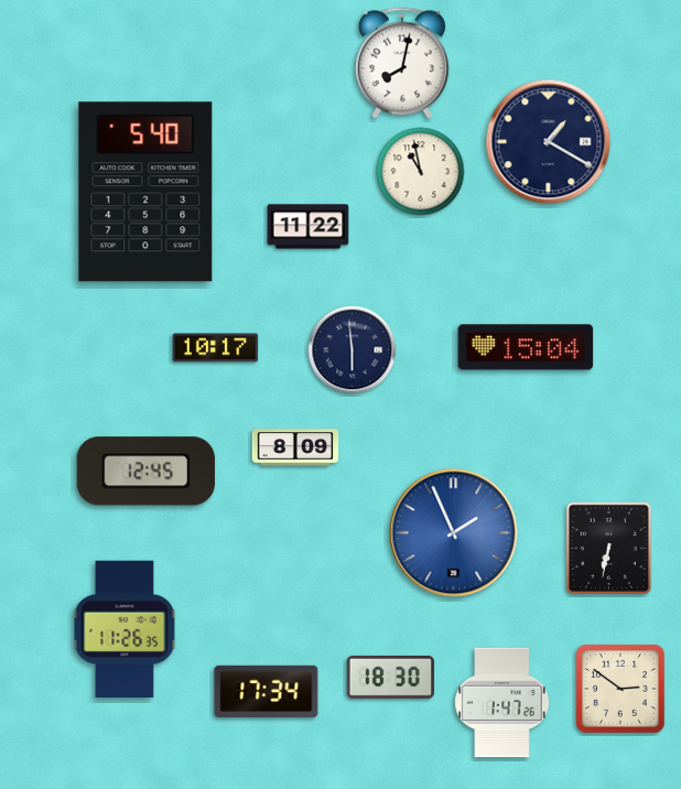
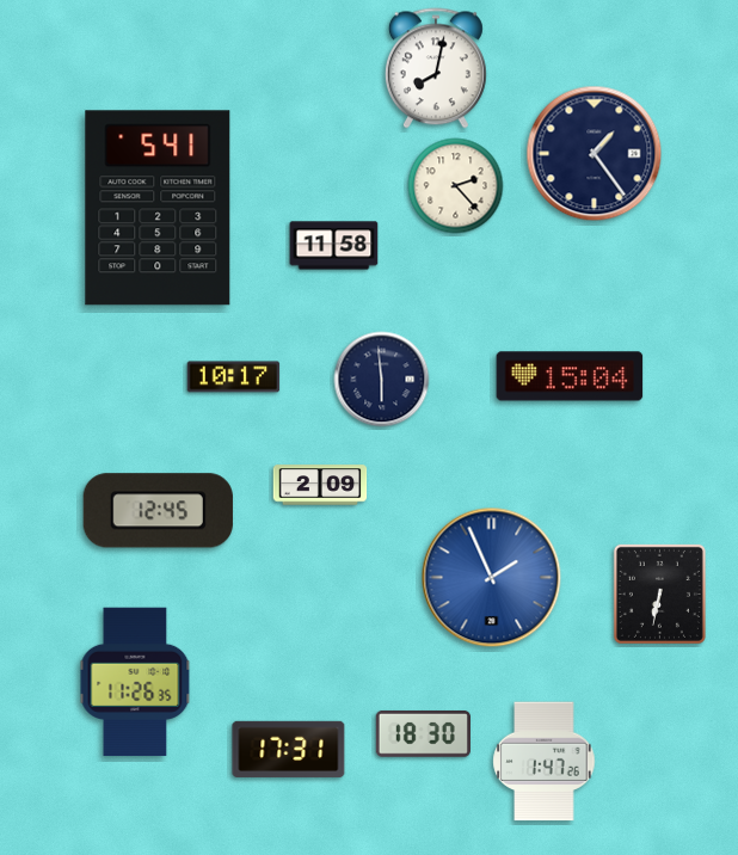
clock at (549, 142): 1:20 -> 1:24
clock at (421, 172): 10:58 -> 2:23
clock at (145, 192): 5:40 -> 5:41
clock at (309, 227): 11:22 -> 11:58
clock at (295, 447): 8:09 -> 2:09
clock at (621, 690): 2:51 -> none
clock at (267, 691): 17:34 -> 17:31
